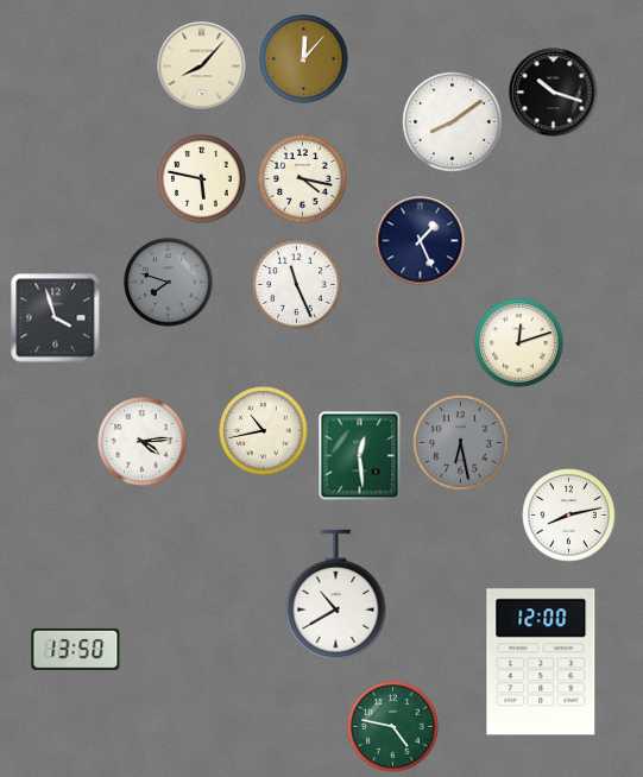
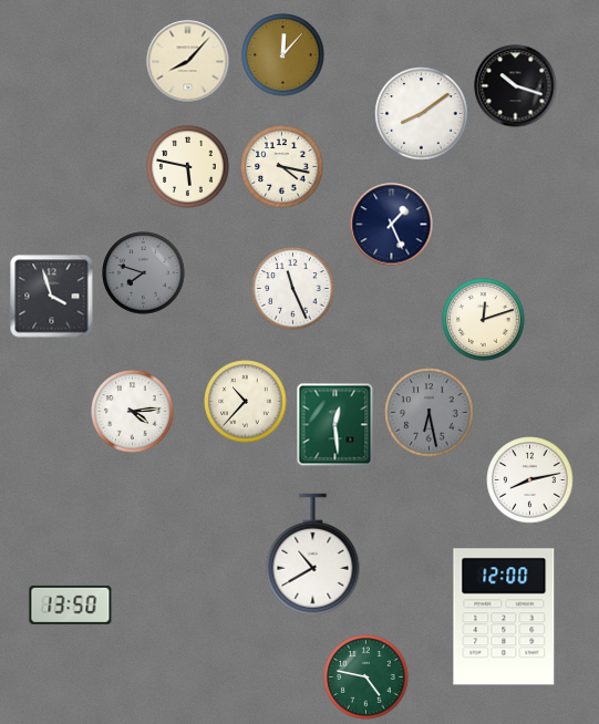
clock at (169, 283) position: (169, 283) -> (144, 273)
clock at (297, 285) position: (297, 285) -> (293, 289)
clock at (264, 431): 10:43 -> 10:37
